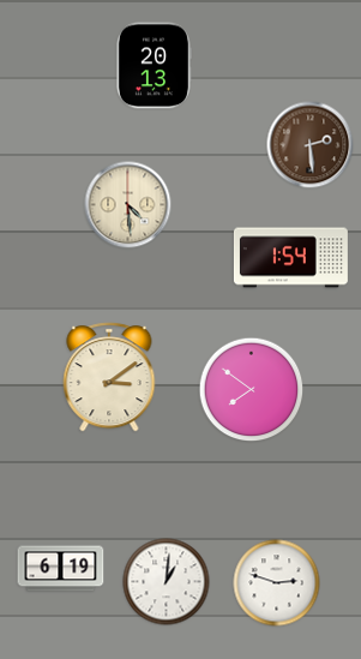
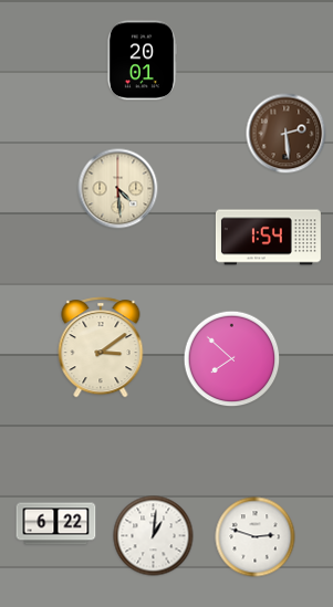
clock at (154, 66): 20:13 -> 20:01
clock at (252, 390): 7:51 -> 7:52
clock at (61, 569): 6:19 -> 6:22
